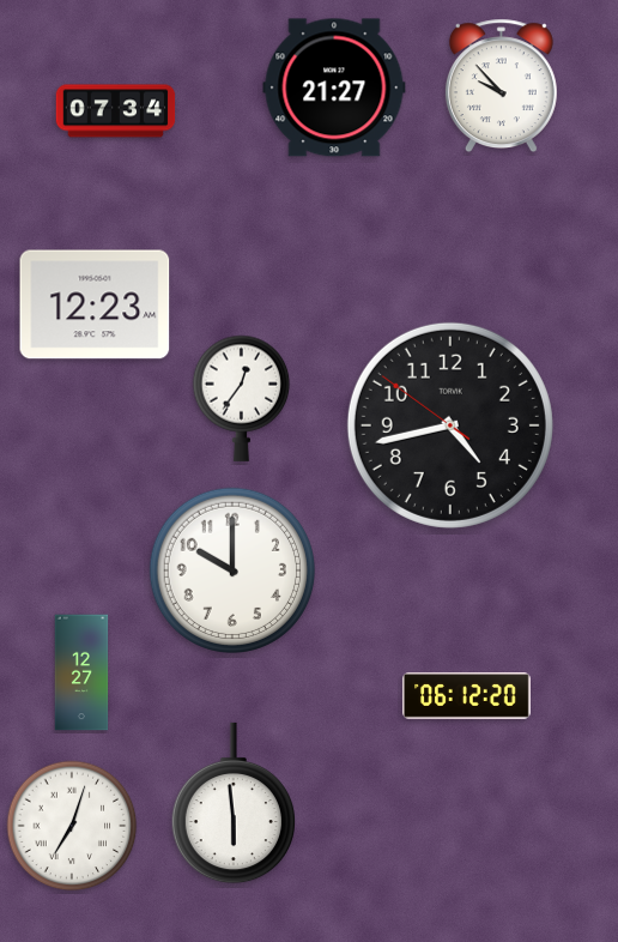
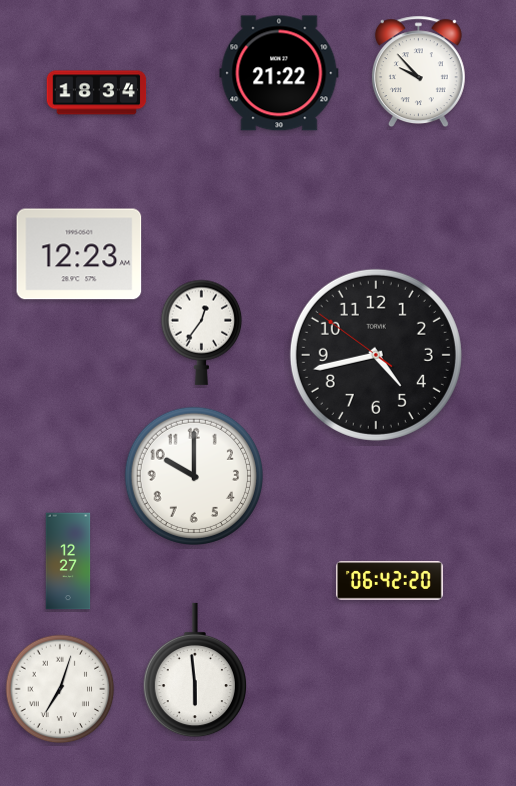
clock at (334, 87): 21:27 -> 21:22
clock at (116, 111): 07:34 -> 18:34
clock at (467, 696): 06:12 -> 06:42
